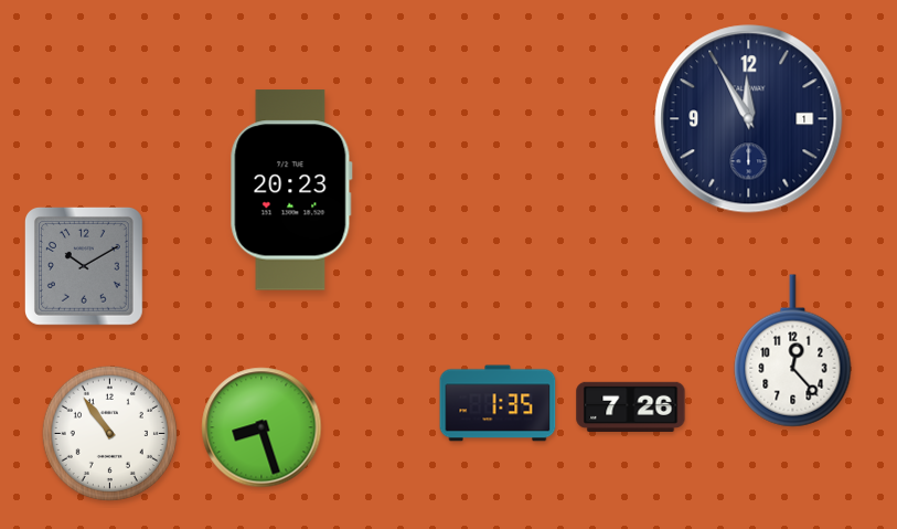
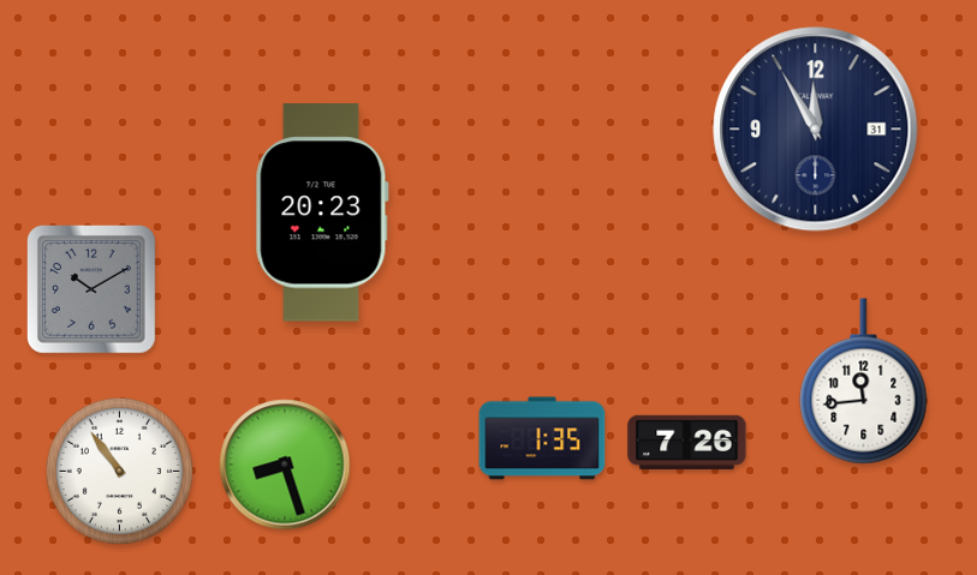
clock at (749, 119) date: 1 -> 31
clock at (291, 190) position: (291, 190) -> (322, 212)
clock at (793, 351): 12:23 -> 11:44
